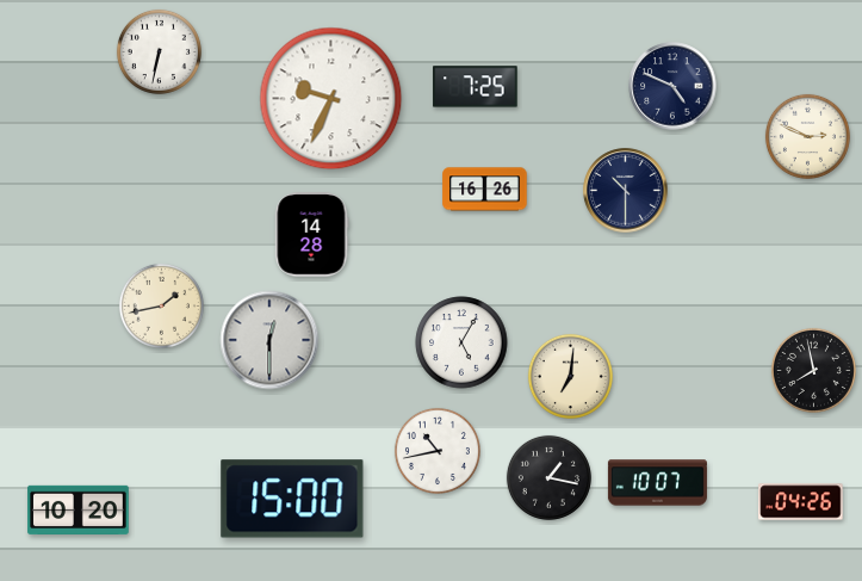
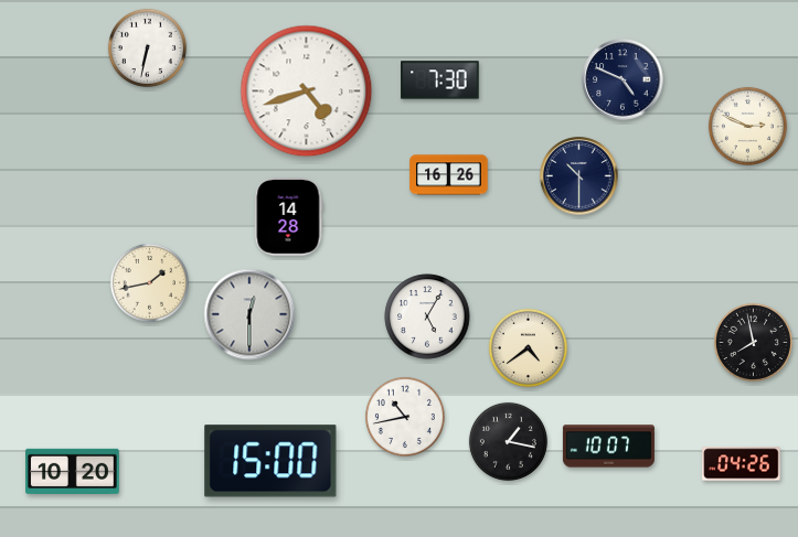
clock at (476, 87): 7:25 -> 7:30
clock at (331, 99): 9:34 -> 4:42
clock at (570, 376): 7:01 -> 4:39
